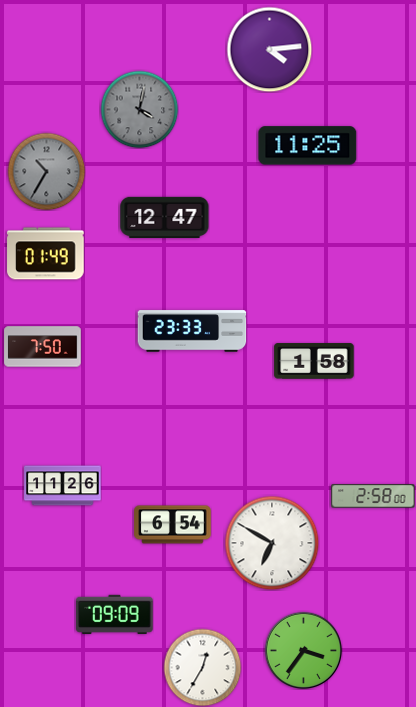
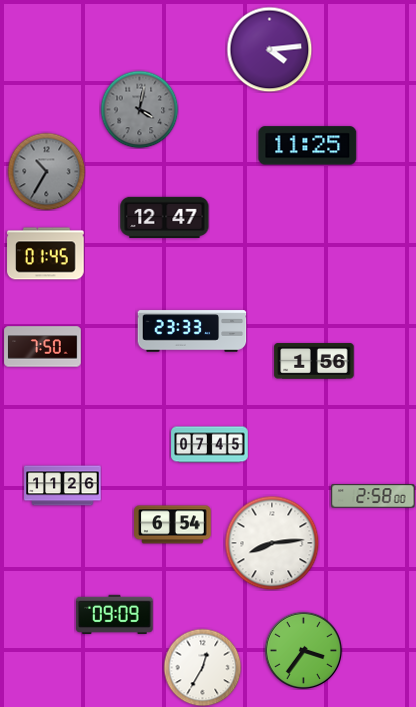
clock at (46, 254): 01:49 -> 01:45
clock at (314, 361): 1:58 -> 1:56
clock at (210, 445): none -> 07:45
clock at (272, 543): 6:50 -> 8:14
